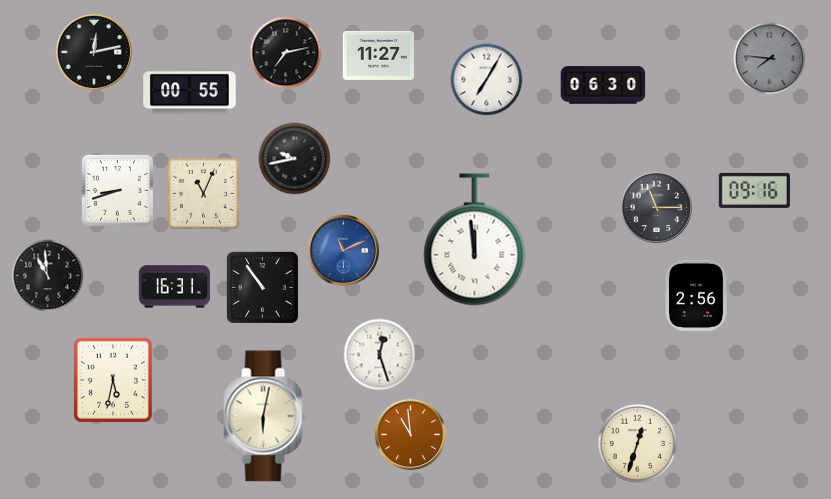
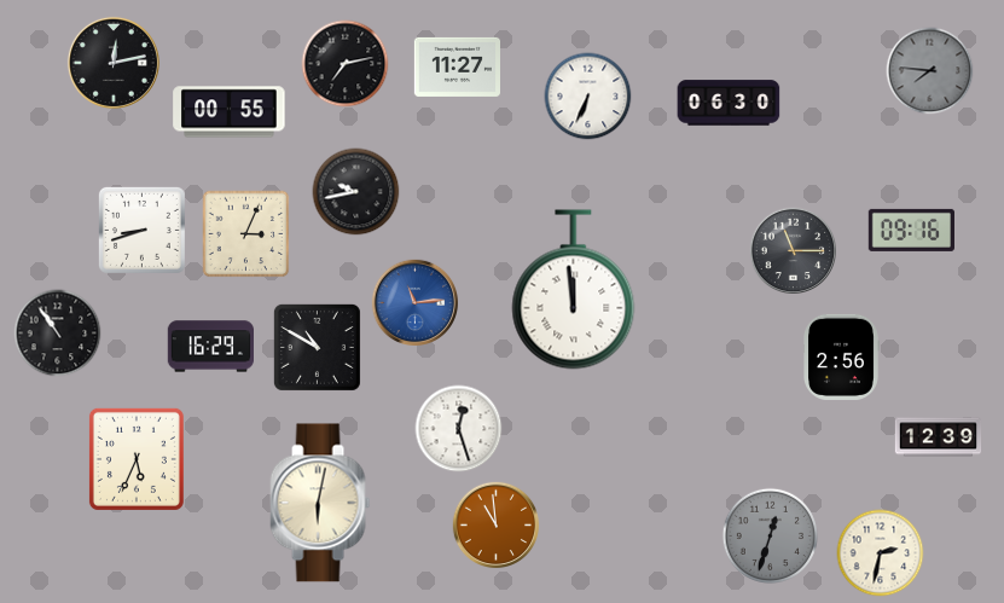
clock at (487, 80): 7:05 -> 6:34
clock at (204, 194): 11:04 -> 3:04
clock at (343, 250): 11:11 -> 11:14
clock at (48, 276): 10:59 -> 10:54
clock at (174, 287): 16:31 -> 16:29
clock at (262, 287): 10:54 -> 10:50
clock at (939, 437): none -> 12:39
clock at (113, 380): 5:32 -> 5:34
clock at (637, 443) dial: cream -> grey
clock at (881, 553): none -> 2:32
